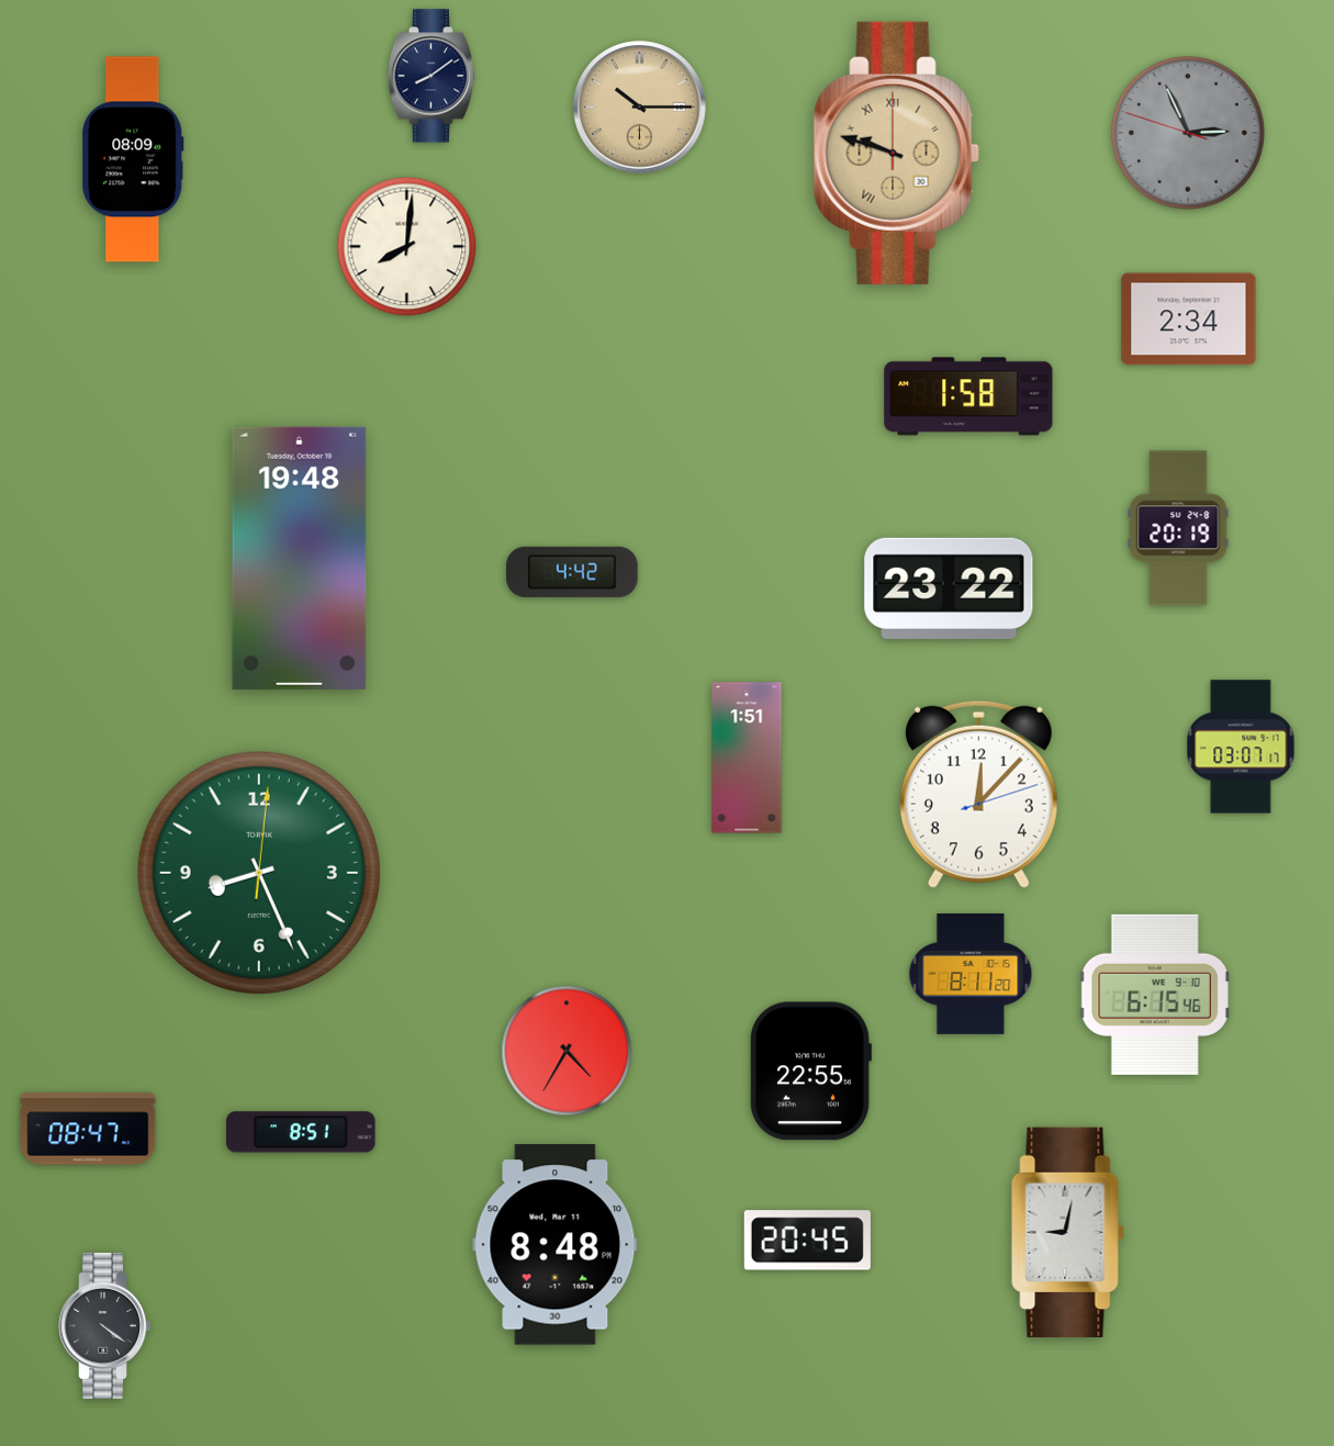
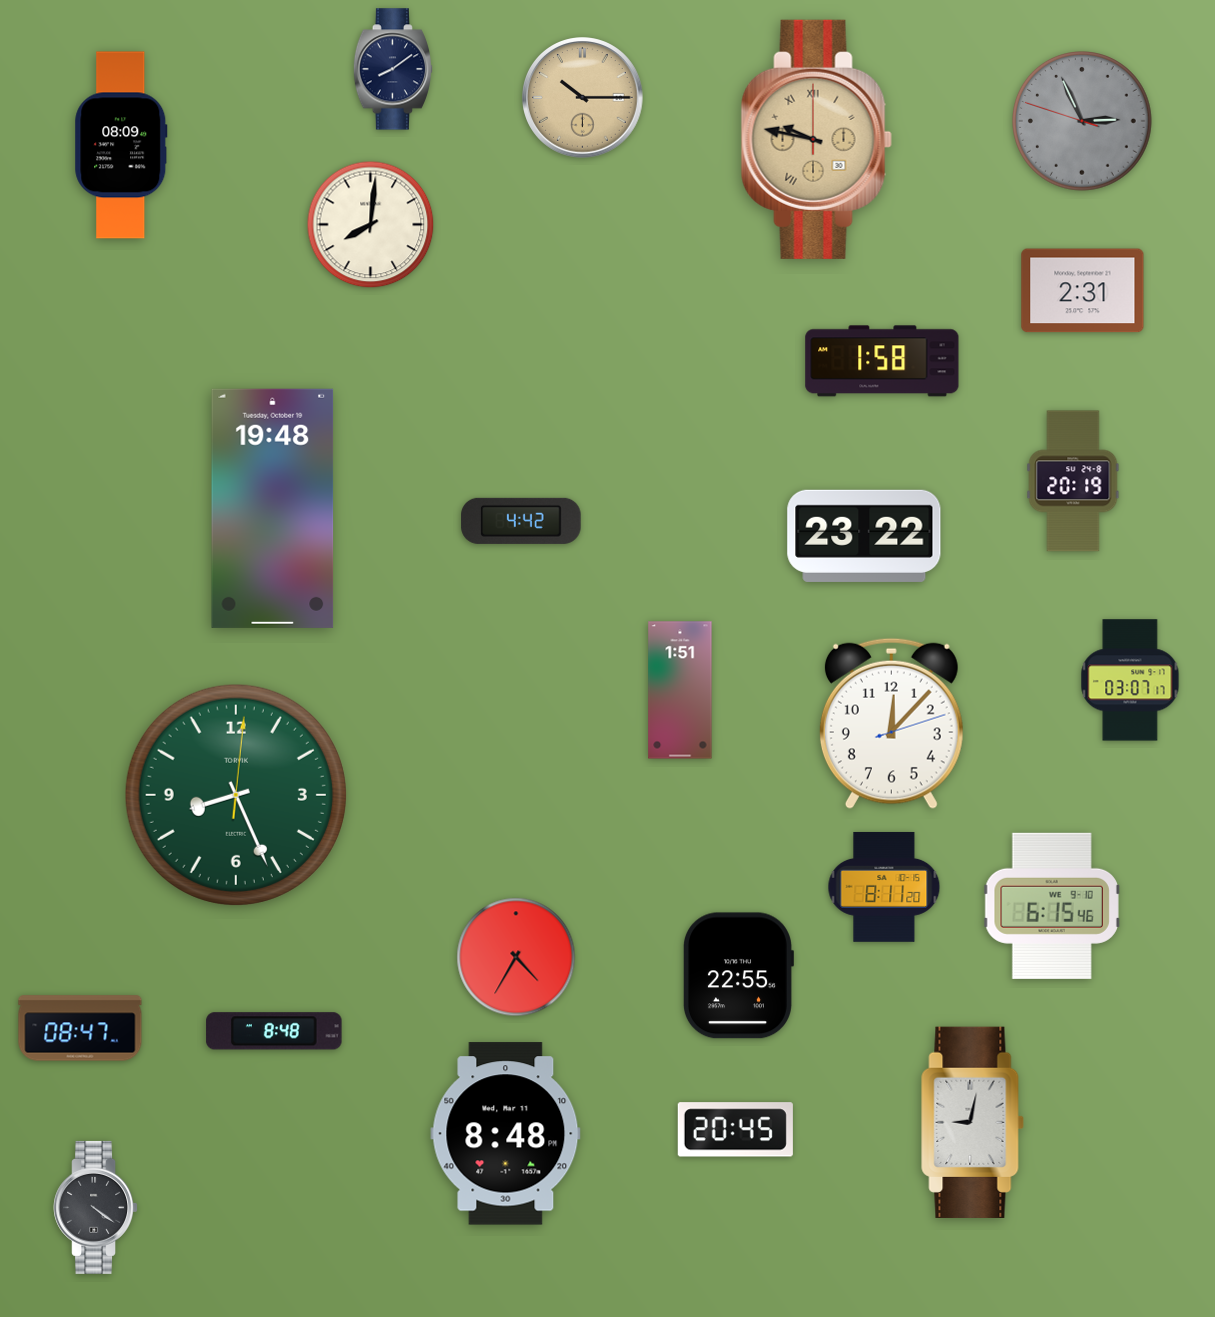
clock at (896, 153): 9:48 -> 9:47
clock at (1189, 320): 2:34 -> 2:31
clock at (301, 1132): 8:51 -> 8:48
